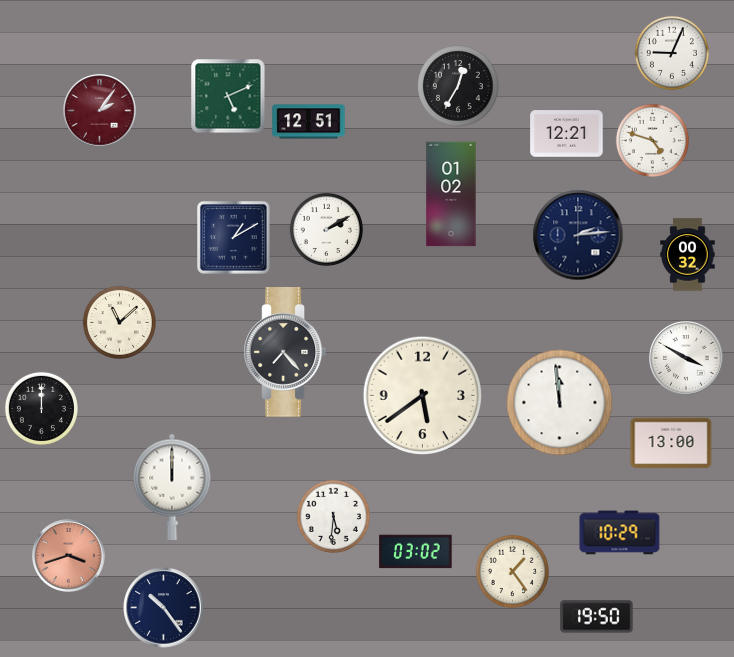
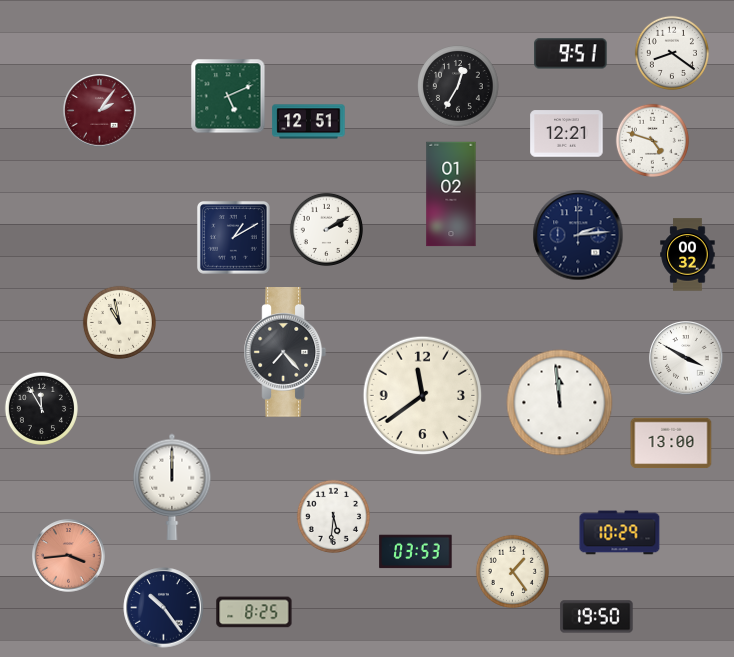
clock at (672, 53): 9:04 -> 8:21
clock at (571, 54): none -> 9:51
clock at (119, 322): 11:08 -> 10:58
clock at (423, 396): 5:39 -> 11:39
clock at (41, 408): 12:00 -> 11:55
clock at (416, 552): 03:02 -> 03:53
clock at (69, 556): 3:42 -> 3:44
clock at (254, 612): none -> 8:25
